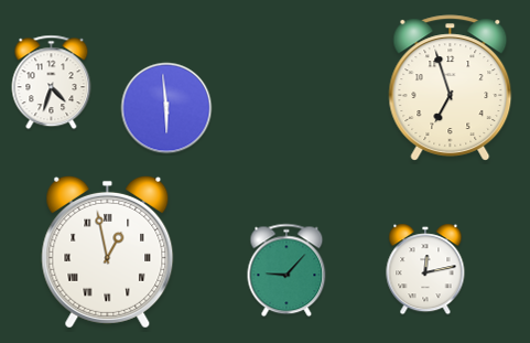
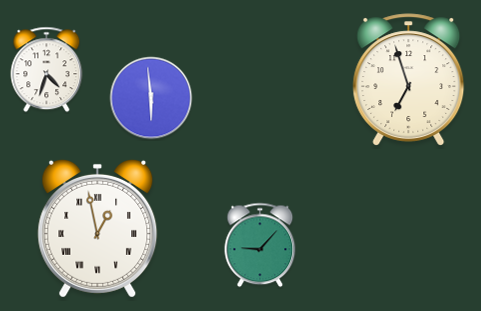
clock at (52, 83) position: (52, 83) -> (47, 70)
clock at (425, 269): 12:13 -> none
